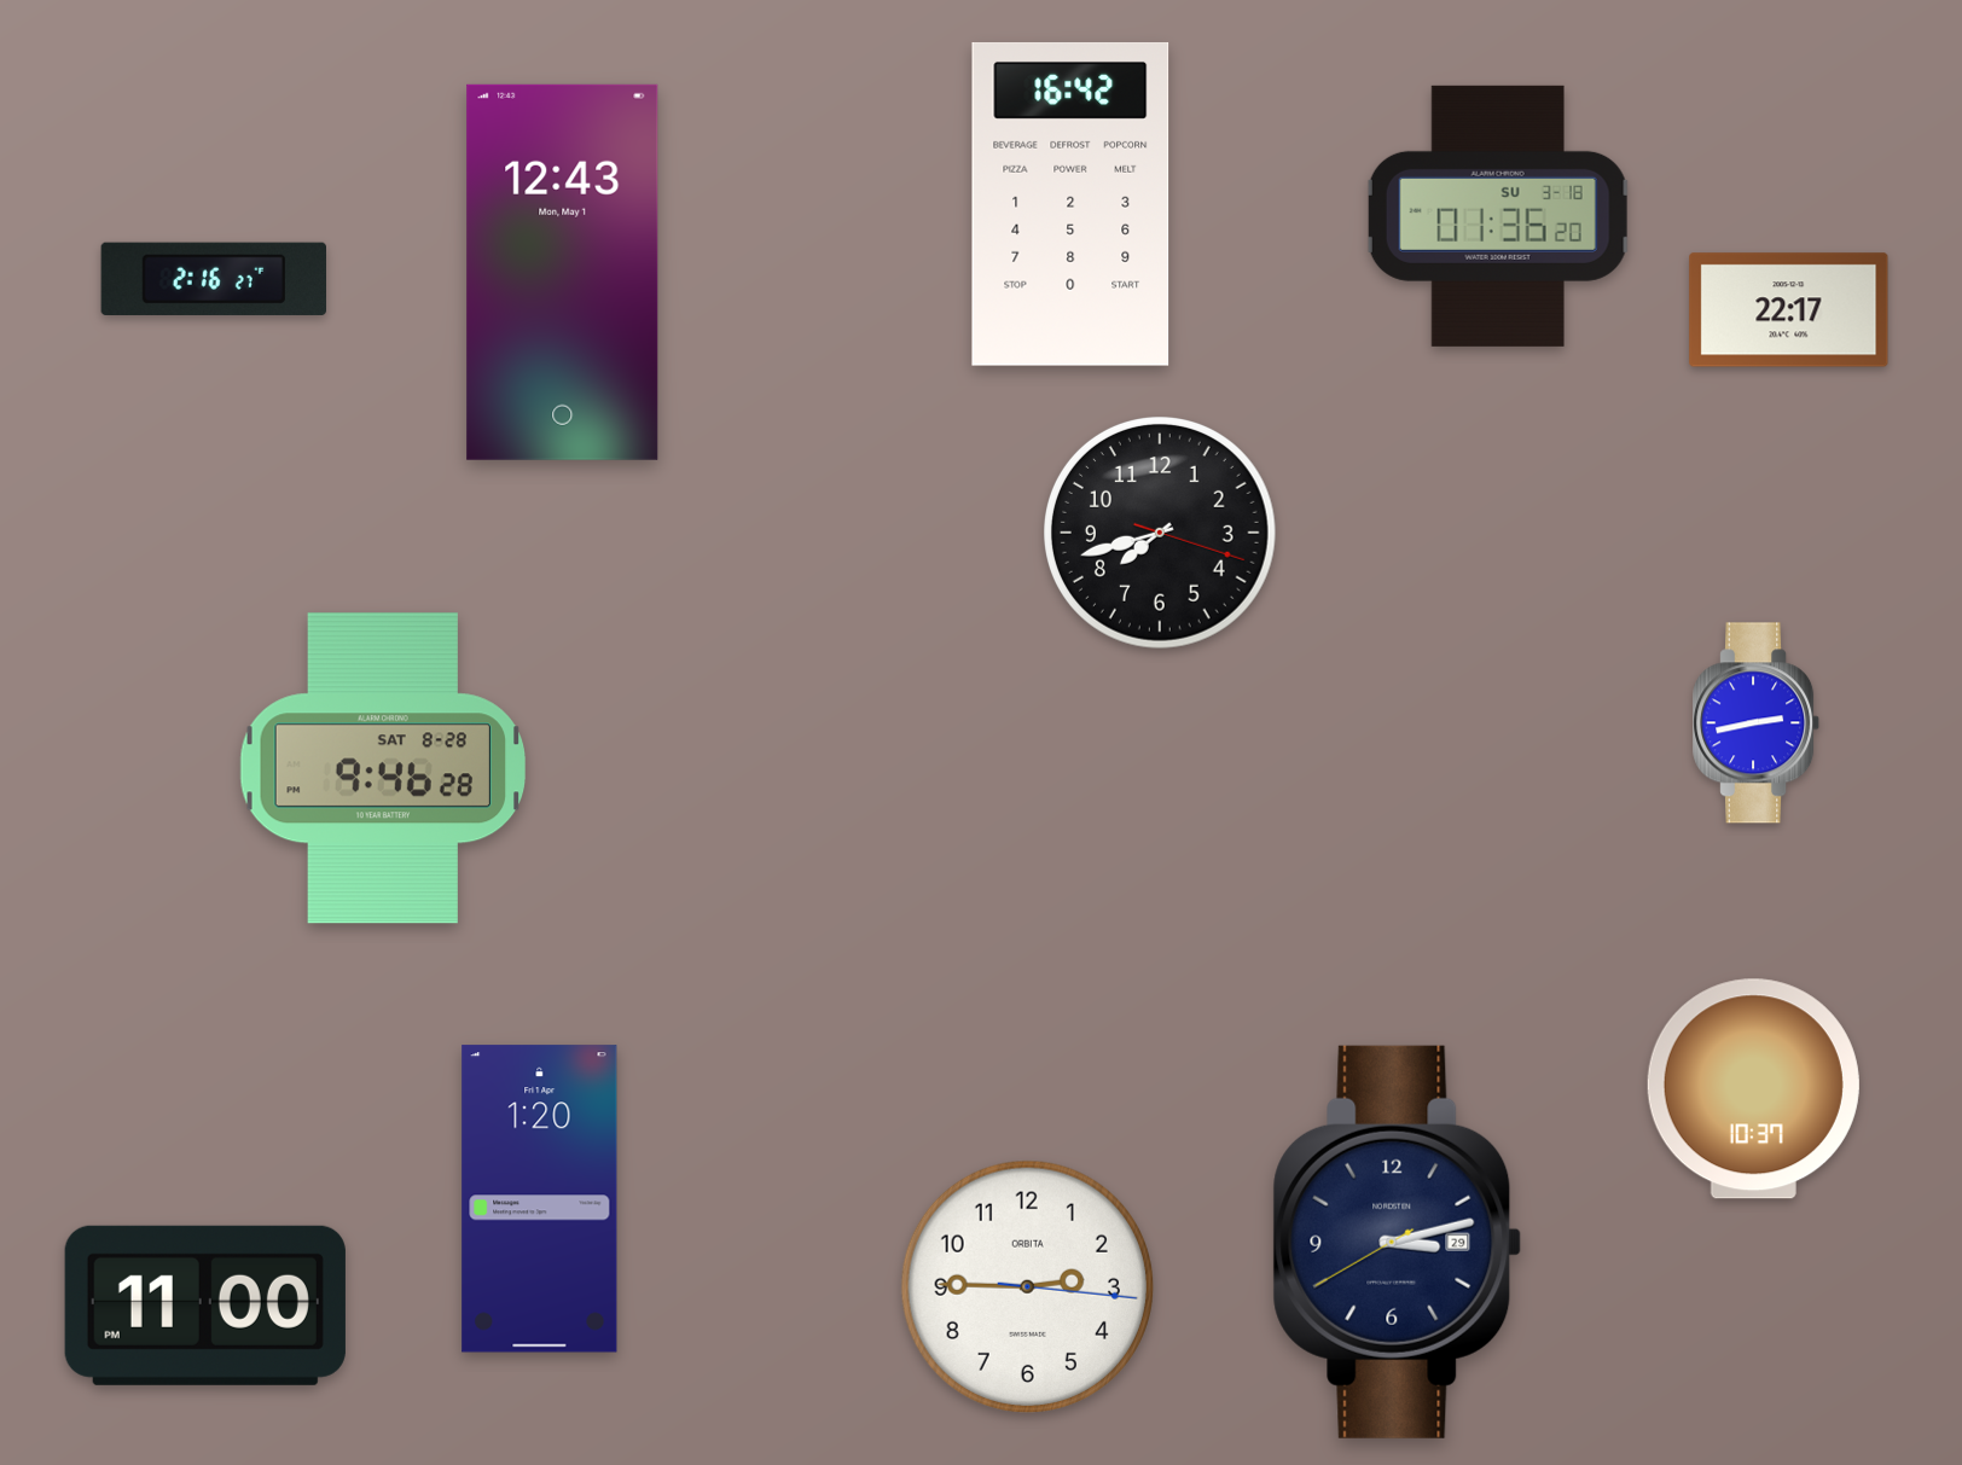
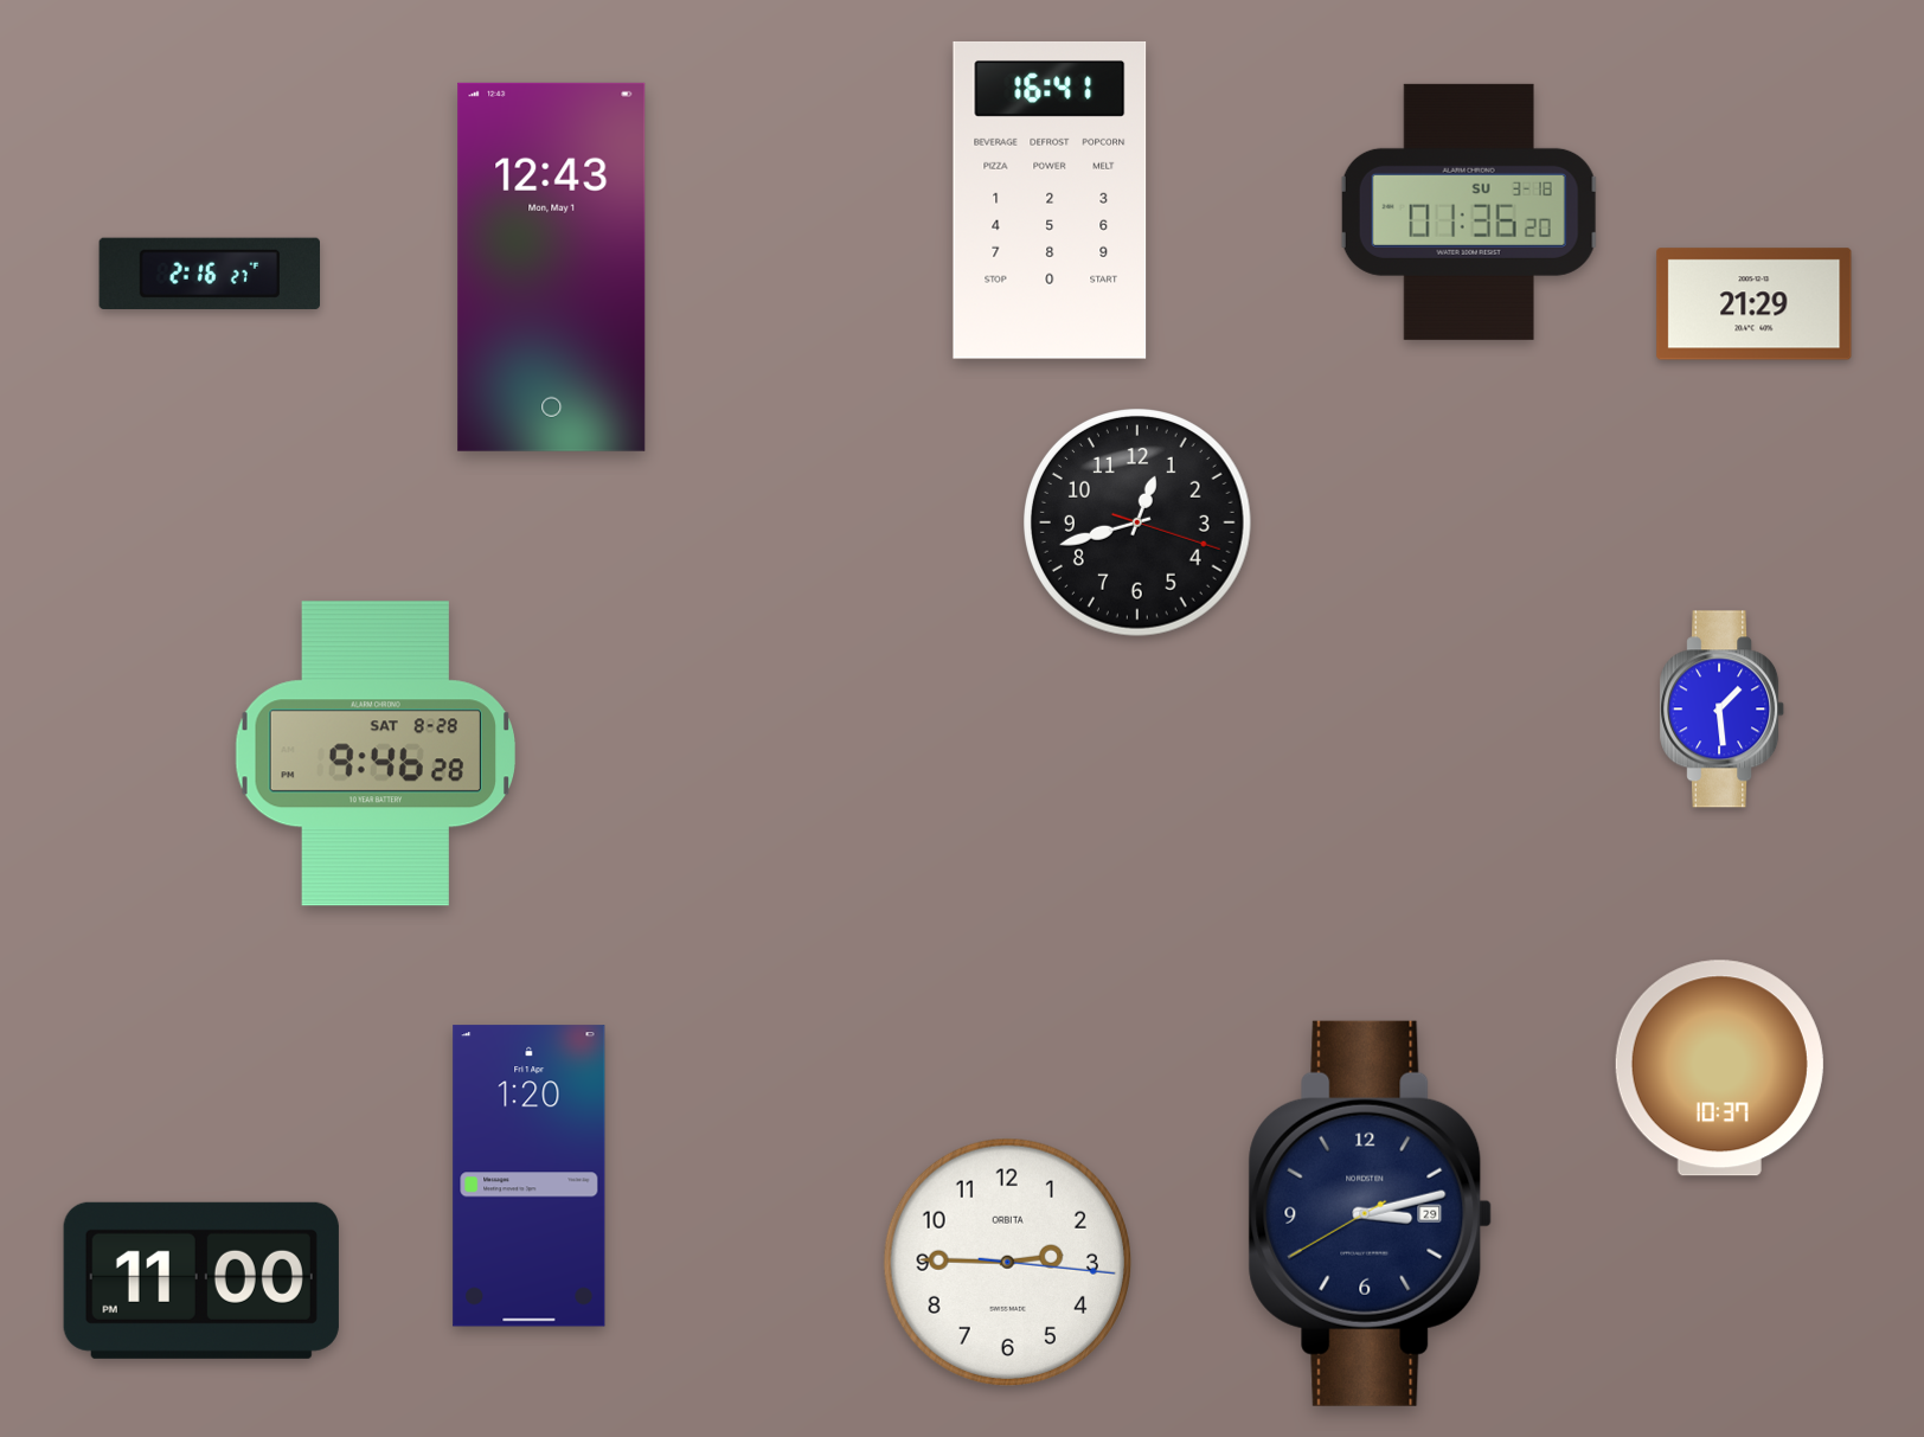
clock at (1070, 204): 16:42 -> 16:41
clock at (1789, 310): 22:17 -> 21:29
clock at (1161, 534): 7:42 -> 12:42
clock at (1757, 723): 2:43 -> 1:29
clock at (1398, 1242) position: (1398, 1242) -> (1371, 1213)
